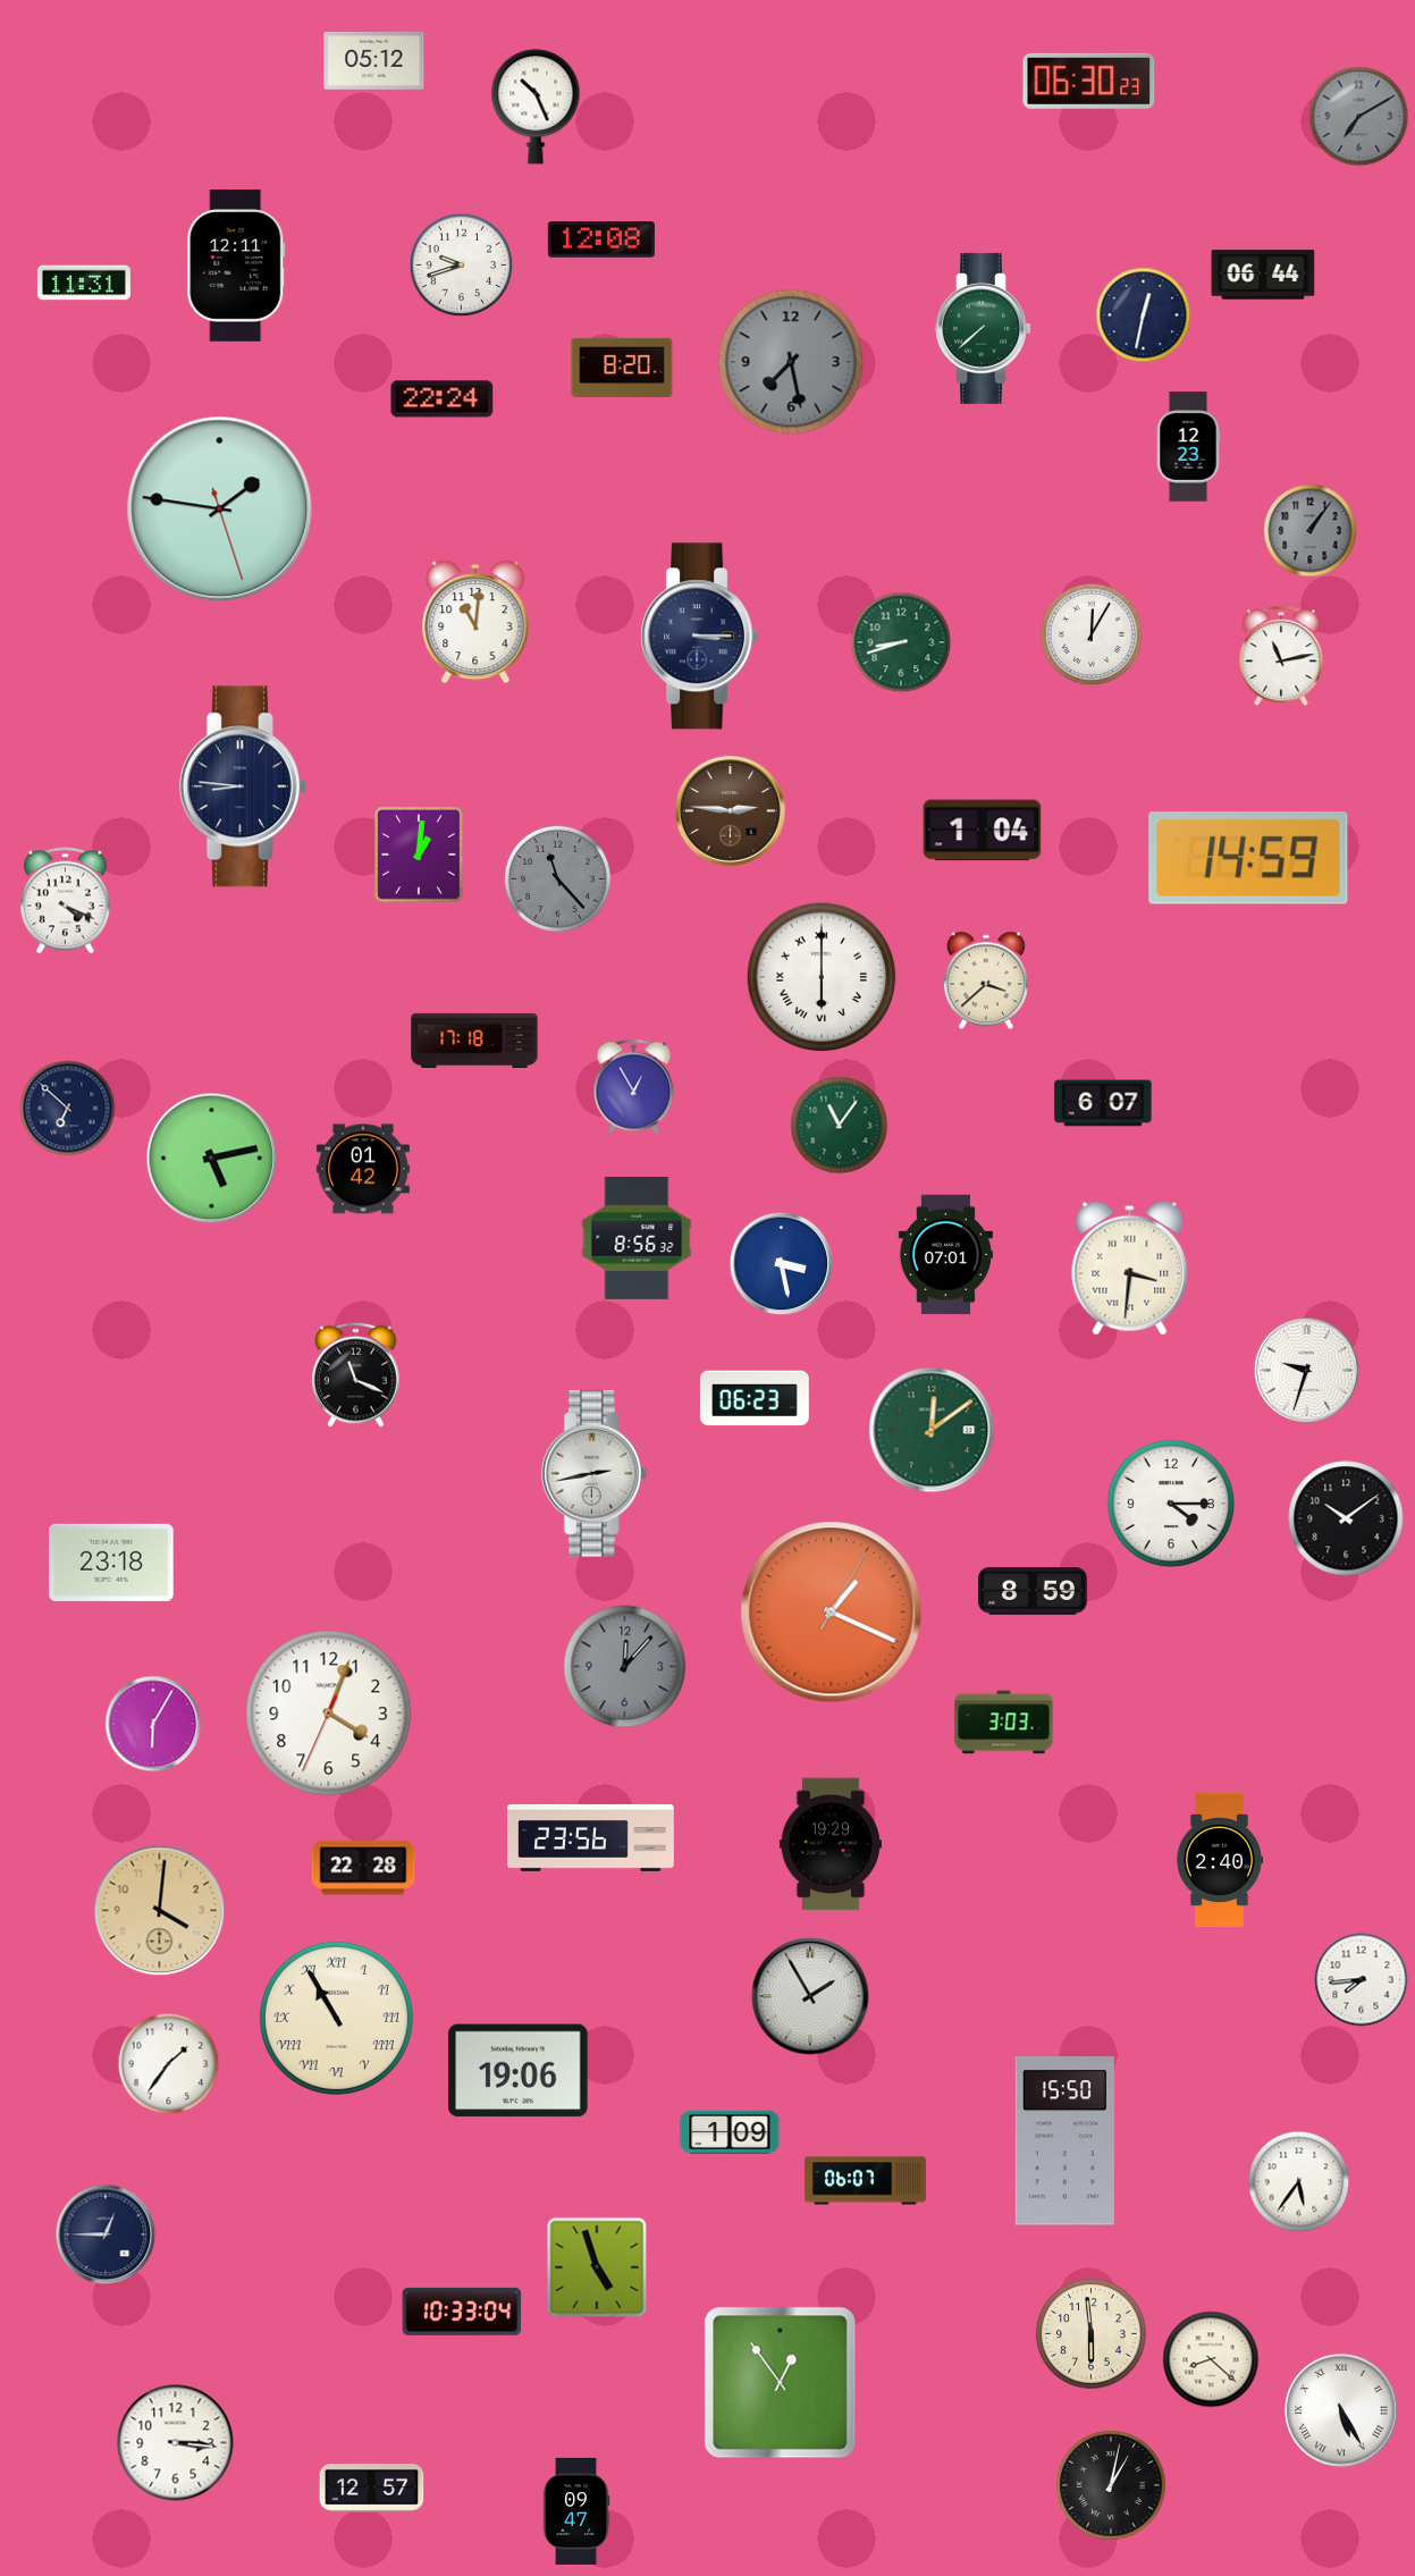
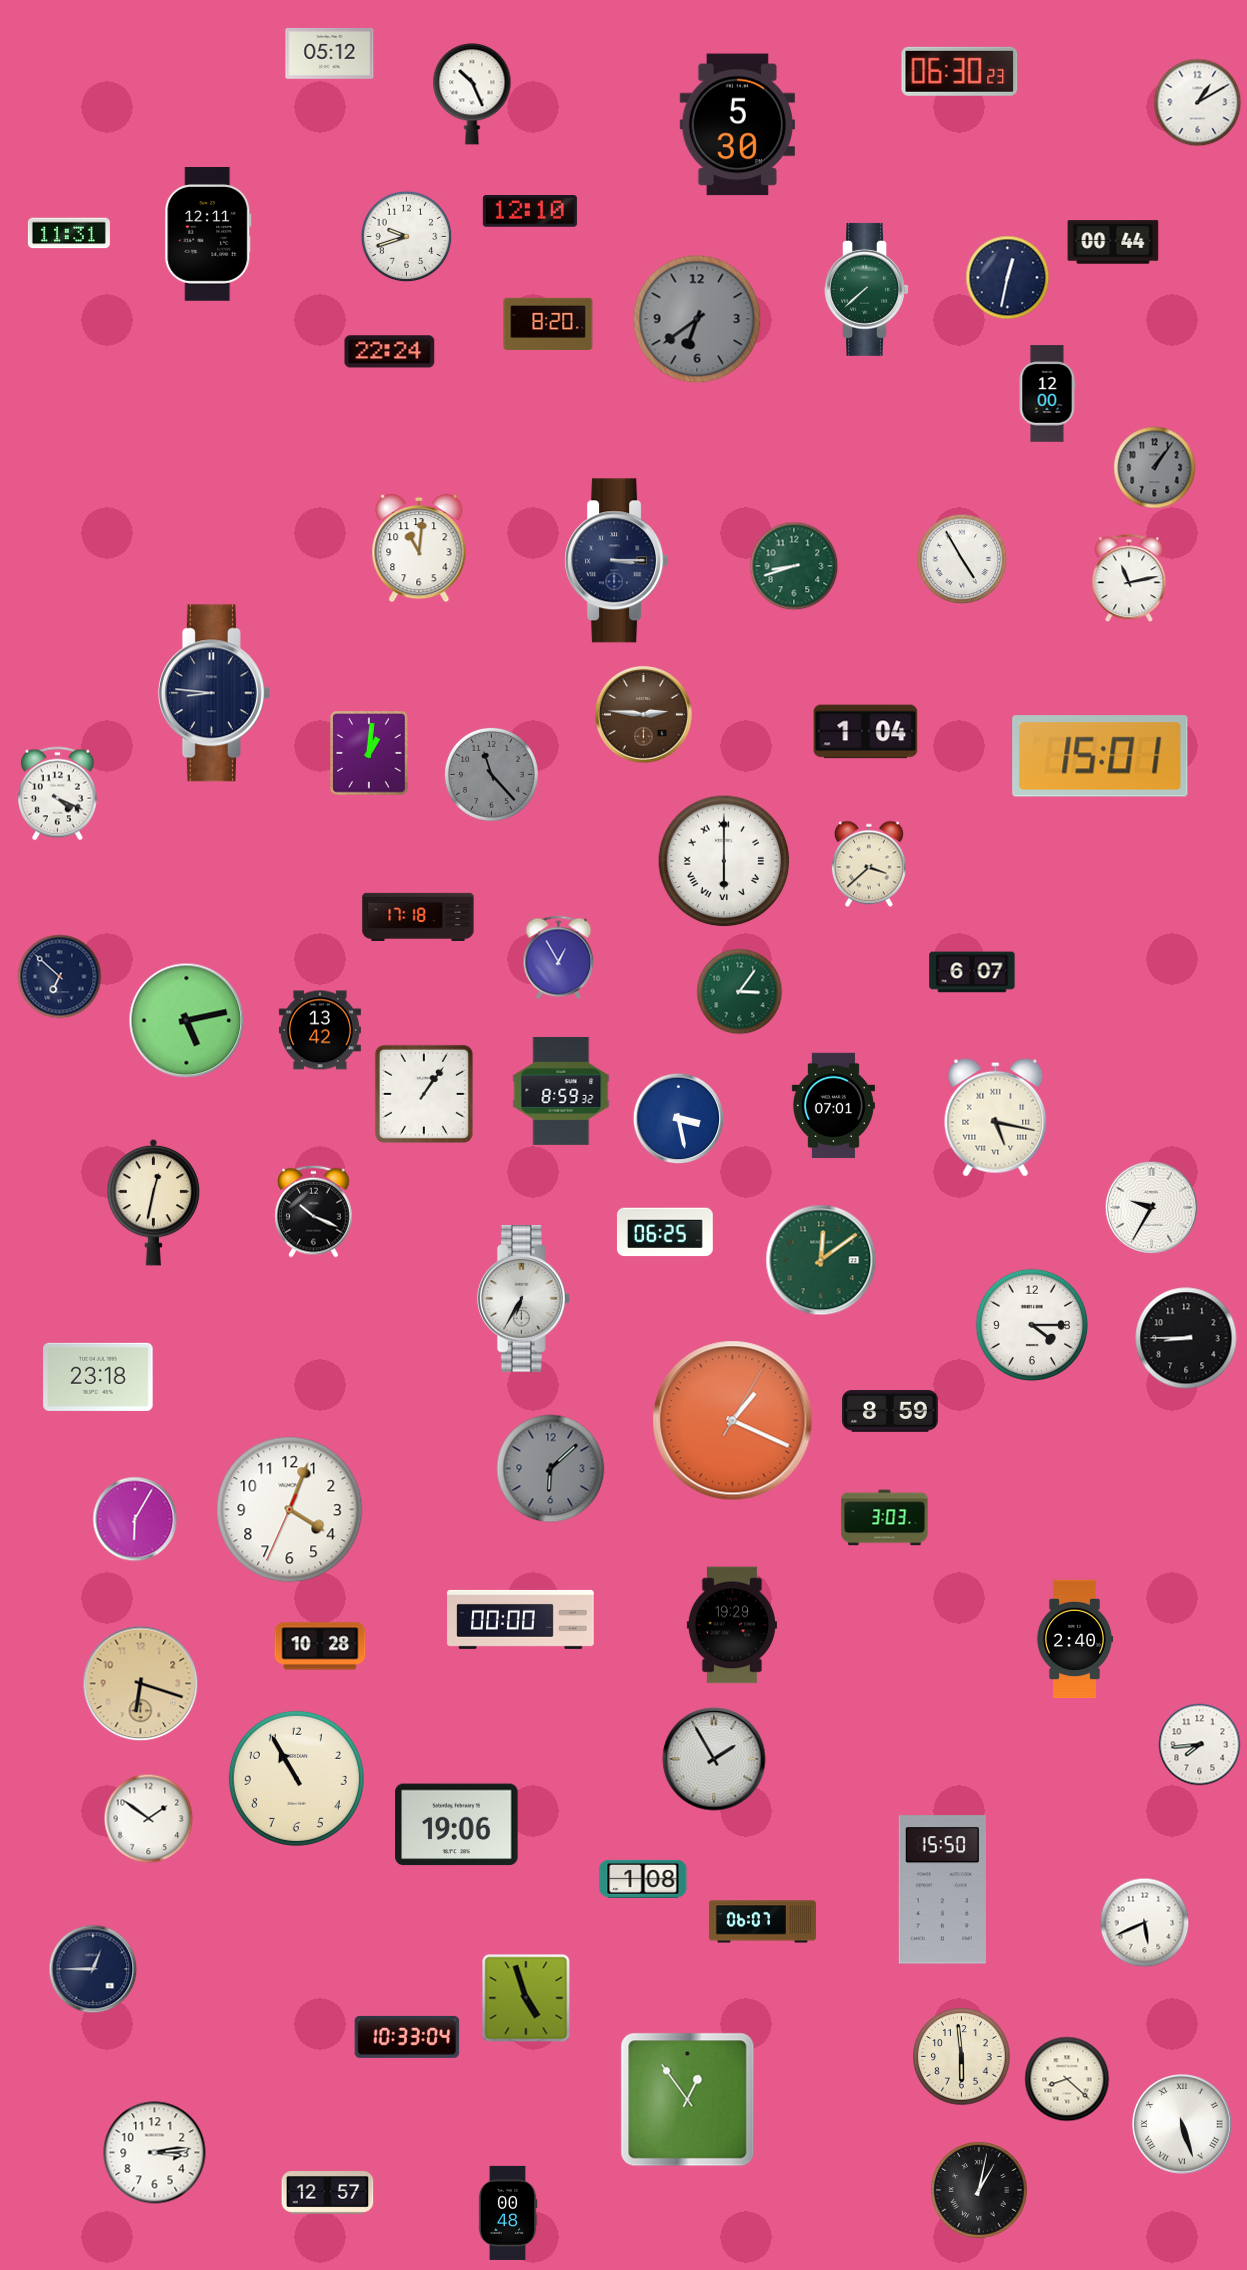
clock at (1359, 117): 7:10 -> 1:10
clock at (1359, 117) dial: grey -> white
clock at (737, 125): none -> 5:30
clock at (601, 239): 12:08 -> 12:10
clock at (462, 266) position: (462, 266) -> (407, 237)
clock at (1263, 275): 06:44 -> 00:44
clock at (84, 283) position: (84, 283) -> (69, 233)
clock at (791, 362): 7:28 -> 6:39
clock at (1188, 447): 12:23 -> 12:00
clock at (220, 510): 1:46 -> none
clock at (1092, 634): 12:05 -> 4:55
clock at (1248, 858): 14:59 -> 15:01
clock at (840, 1126): 11:06 -> 3:06
clock at (363, 1169): 01:42 -> 13:42
clock at (637, 1238): 8:56 -> 8:59
clock at (424, 1094): none -> 1:06
clock at (782, 1264) position: (782, 1264) -> (679, 1119)
clock at (1130, 1268): 3:31 -> 5:17
clock at (154, 1202): none -> 12:32
clock at (1307, 1371): 9:33 -> 9:35
clock at (356, 1374): 11:19 -> 10:19
clock at (755, 1398): 06:23 -> 06:25
clock at (593, 1474): 2:43 -> 6:35
clock at (1346, 1518): 10:09 -> 8:45
clock at (1034, 1591) position: (1034, 1591) -> (891, 1411)
clock at (625, 1667): 12:07 -> 6:08
clock at (591, 1837): 23:56 -> 00:00
clock at (363, 1868): 22:28 -> 10:28
clock at (160, 1911): 4:01 -> 6:18
clock at (336, 2018) numerals: Roman -> Arabic
clock at (169, 2064): 1:36 -> 1:51
clock at (730, 2132): 1:09 -> 1:08
clock at (1064, 2141) position: (1064, 2141) -> (942, 1890)
clock at (1299, 2182): 5:36 -> 5:41
clock at (1341, 2410): 5:25 -> 5:27
clock at (176, 2443): 3:16 -> 3:14
clock at (576, 2511): 09:47 -> 00:48
